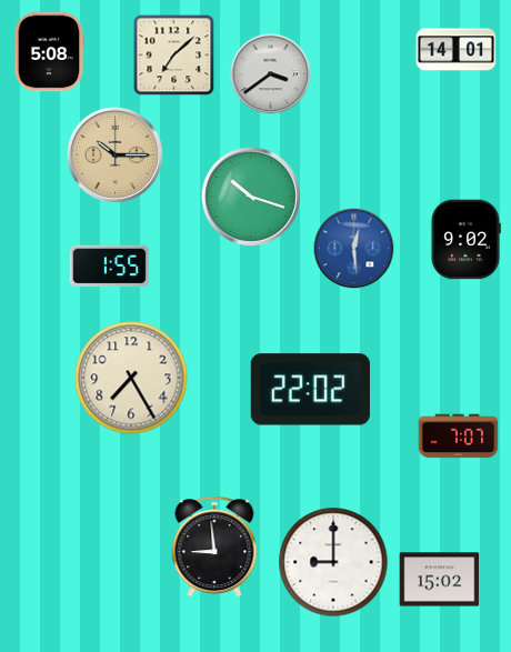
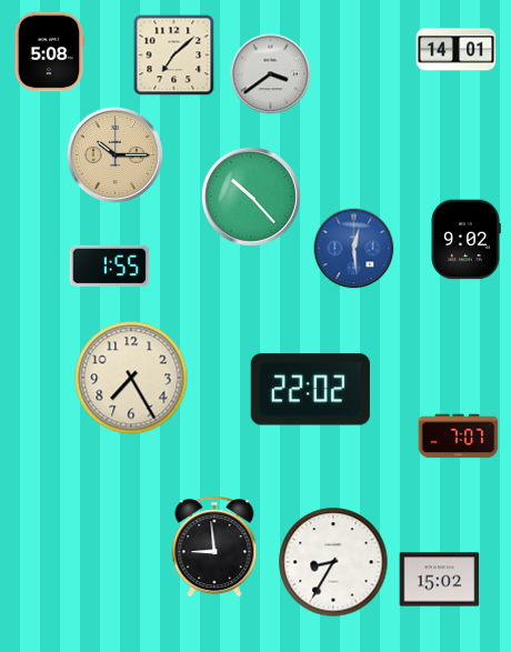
clock at (251, 197): 10:18 -> 10:23
clock at (333, 562): 9:00 -> 8:35
